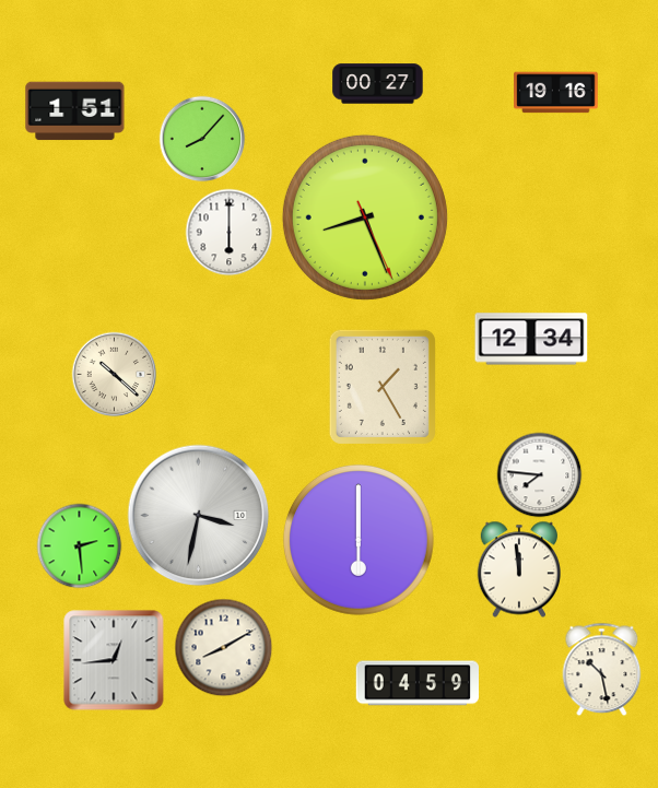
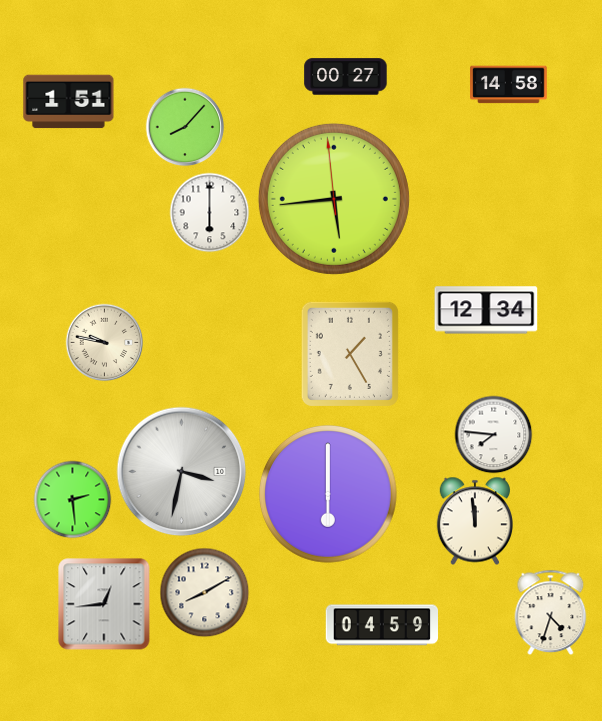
clock at (556, 93): 19:16 -> 14:58
clock at (365, 217): 8:26 -> 5:43
clock at (114, 374): 10:22 -> 9:47
clock at (602, 669): 10:28 -> 4:33
